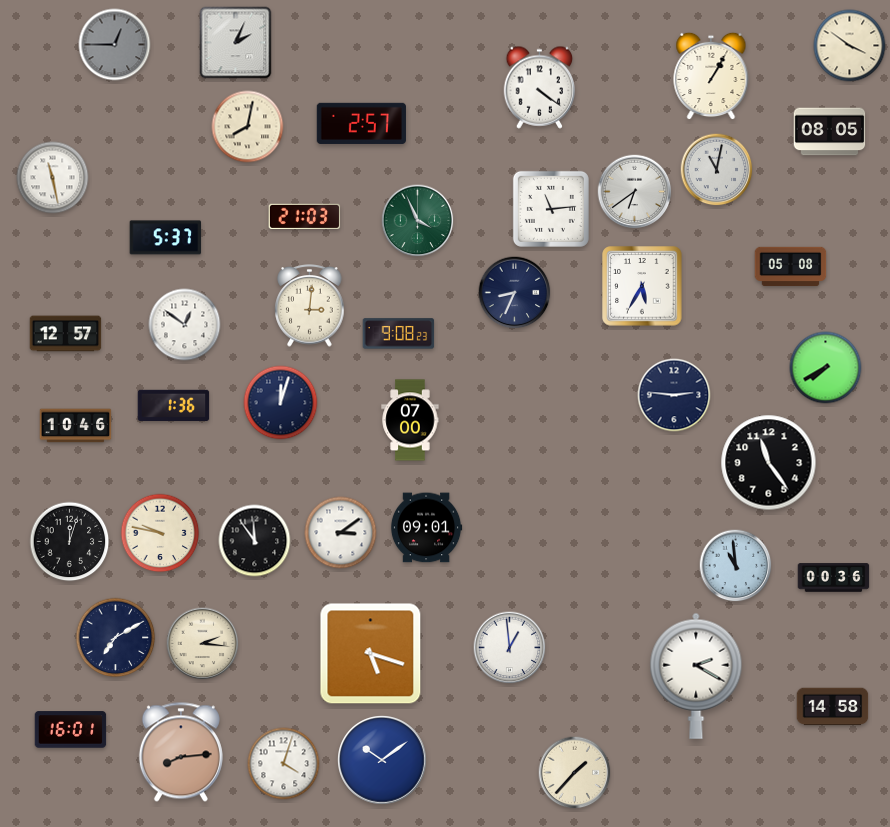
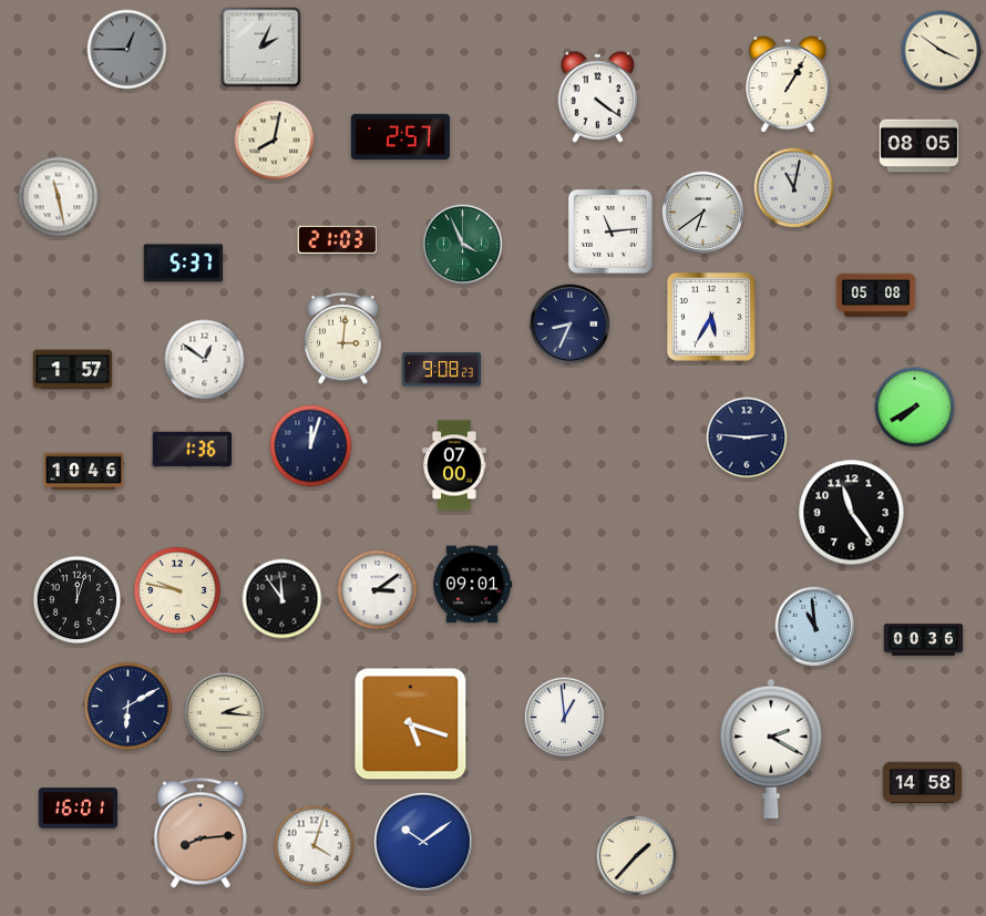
clock at (66, 334): 12:57 -> 1:57
clock at (116, 638): 7:10 -> 6:10
